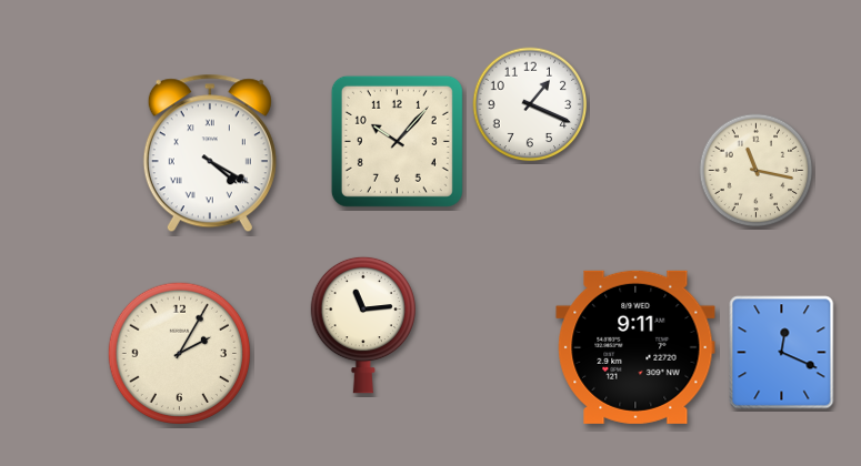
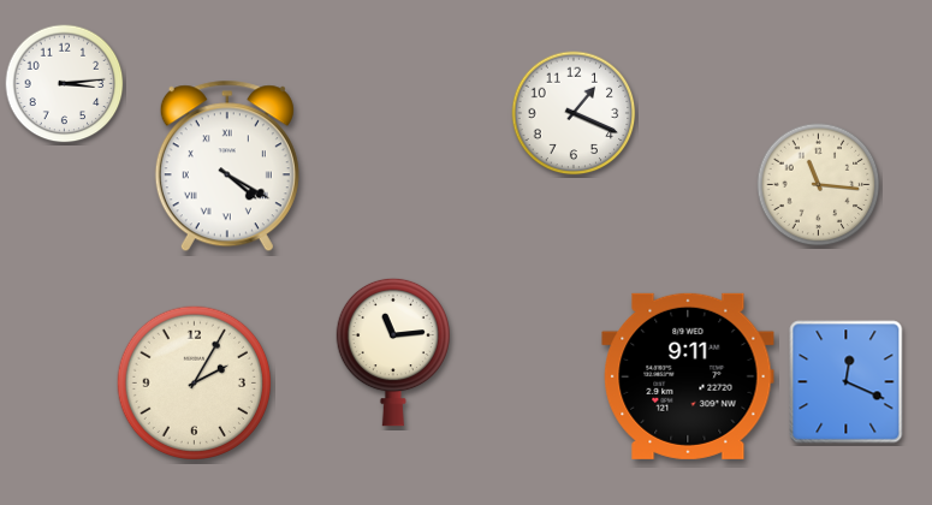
clock at (65, 84): none -> 3:14
clock at (397, 141): 10:07 -> none
clock at (757, 171): 11:17 -> 11:16
